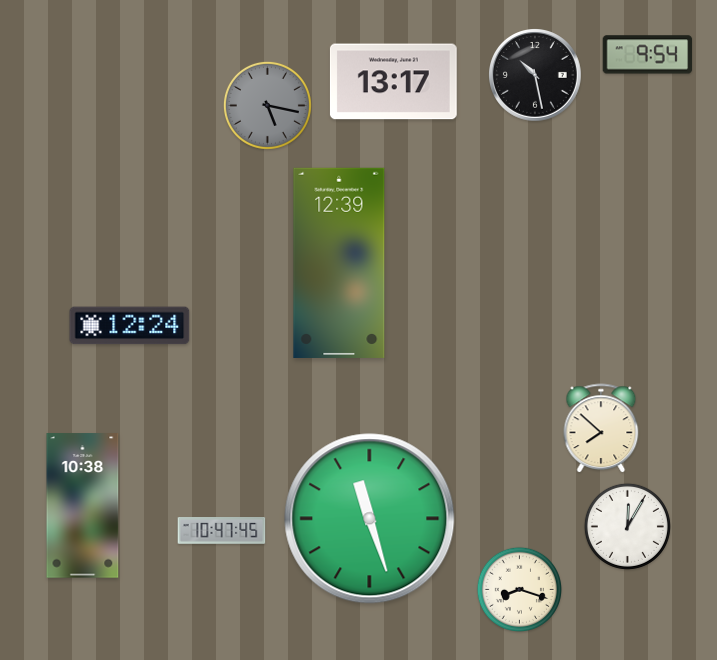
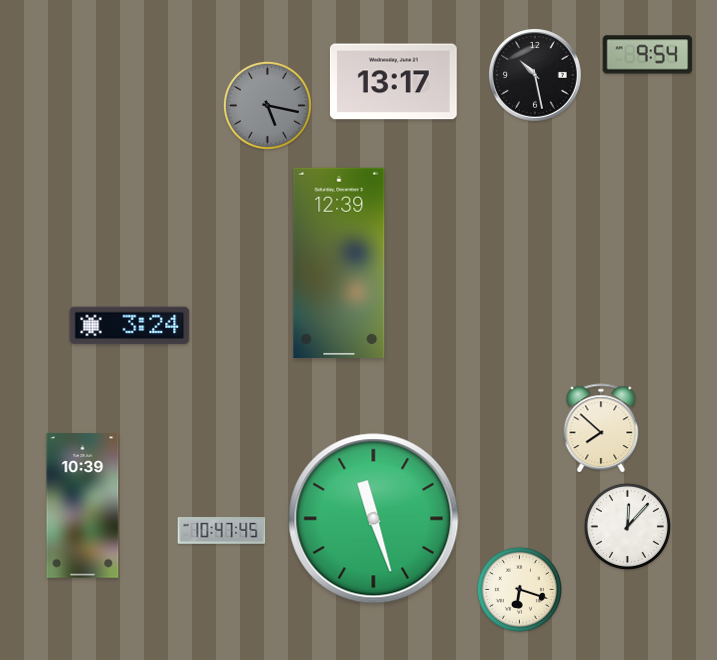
clock at (130, 326): 12:24 -> 3:24
clock at (83, 506): 10:38 -> 10:39
clock at (370, 519) position: (370, 519) -> (374, 519)
clock at (627, 526): 12:05 -> 12:07
clock at (519, 589): 8:18 -> 6:18
